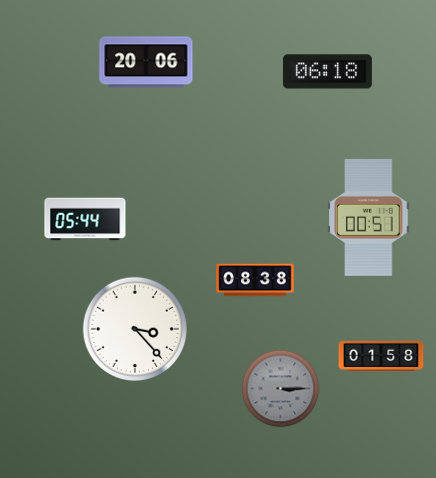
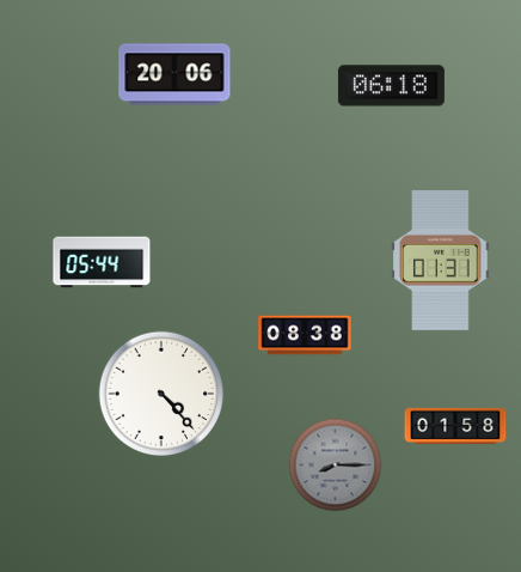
clock at (369, 217): 00:51 -> 01:31
clock at (134, 328): 3:23 -> 4:23
clock at (281, 389): 3:15 -> 8:15
